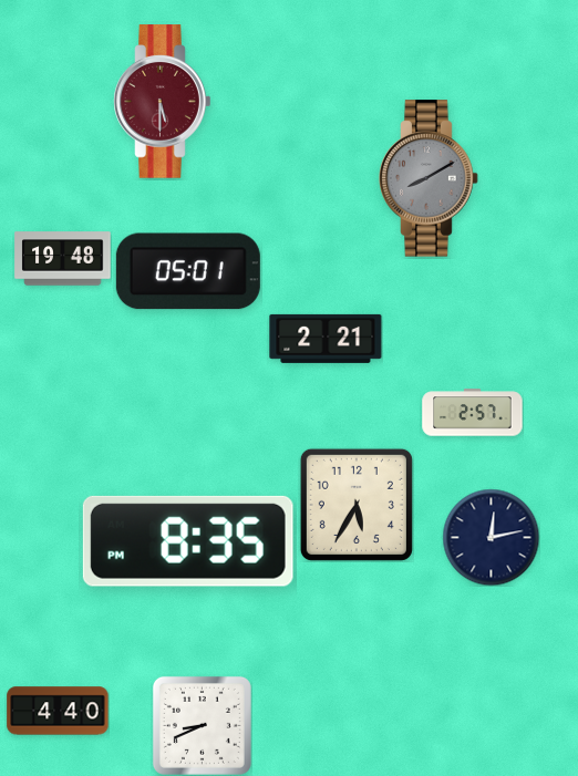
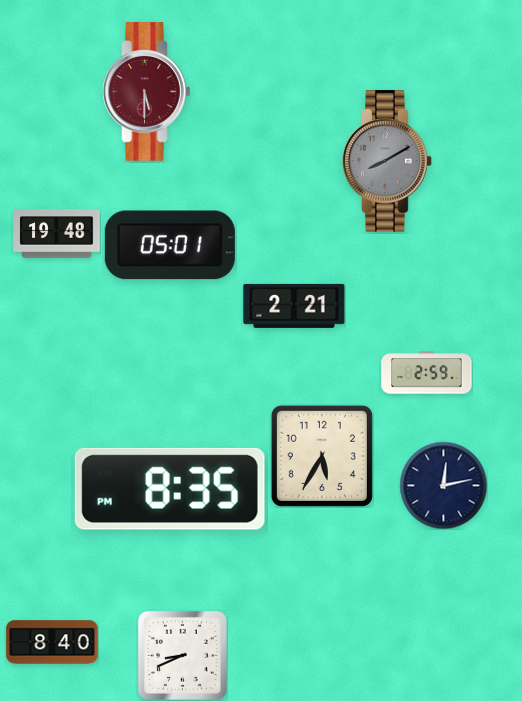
clock at (473, 413): 2:57 -> 2:59
clock at (58, 711): 4:40 -> 8:40
